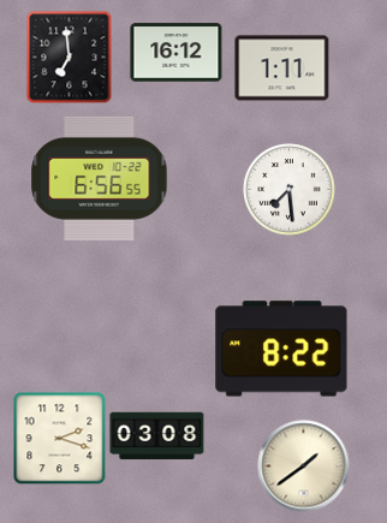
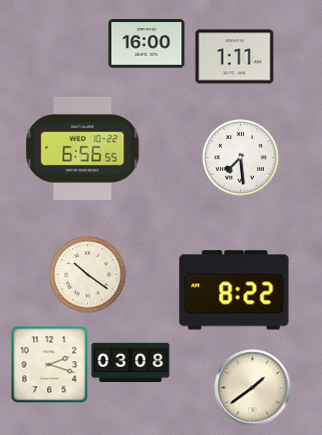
clock at (177, 53): 16:12 -> 16:00
clock at (70, 57): 6:59 -> none
clock at (88, 275): none -> 10:21
